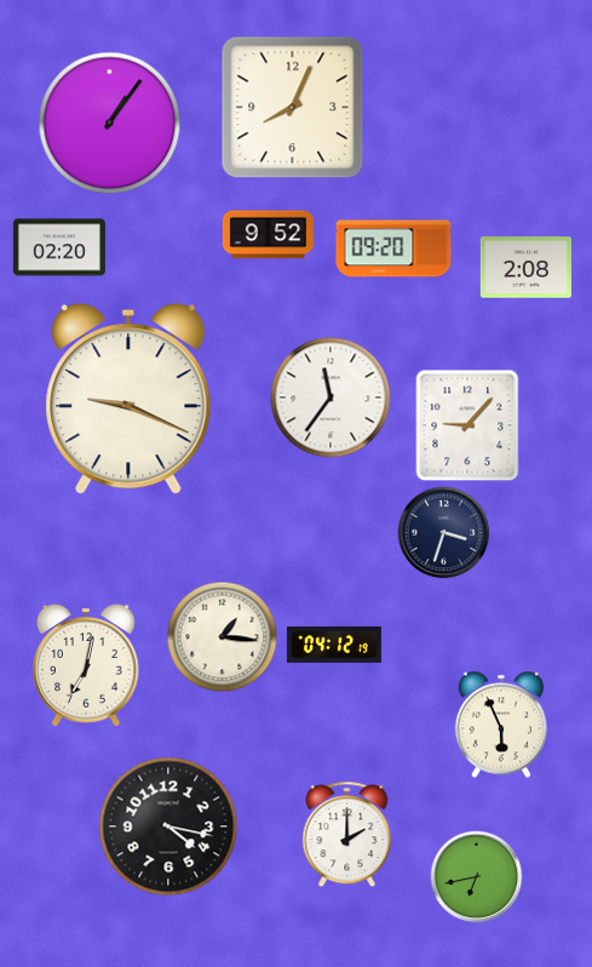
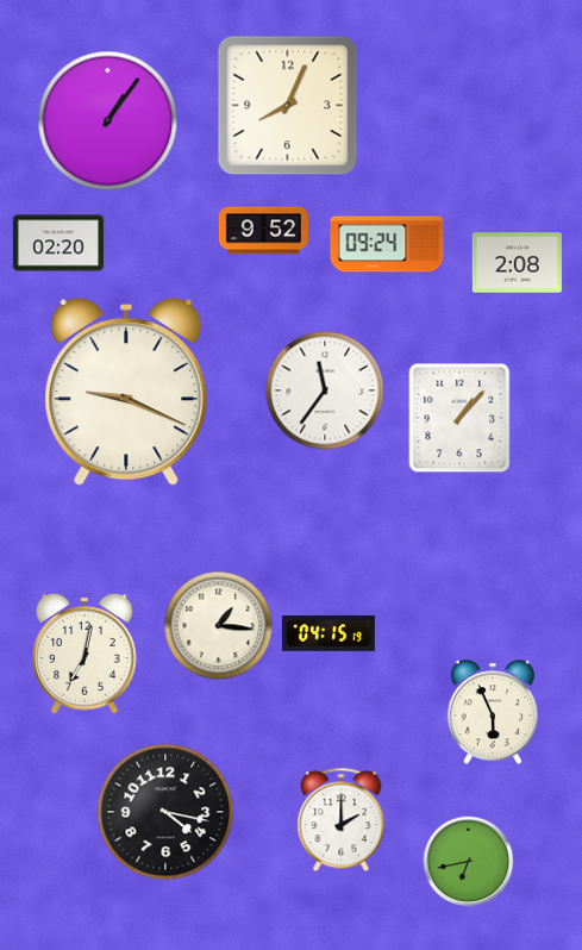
clock at (393, 248): 09:20 -> 09:24
clock at (467, 425): 9:07 -> 1:07
clock at (444, 533): 3:33 -> none
clock at (334, 645): 04:12 -> 04:15
